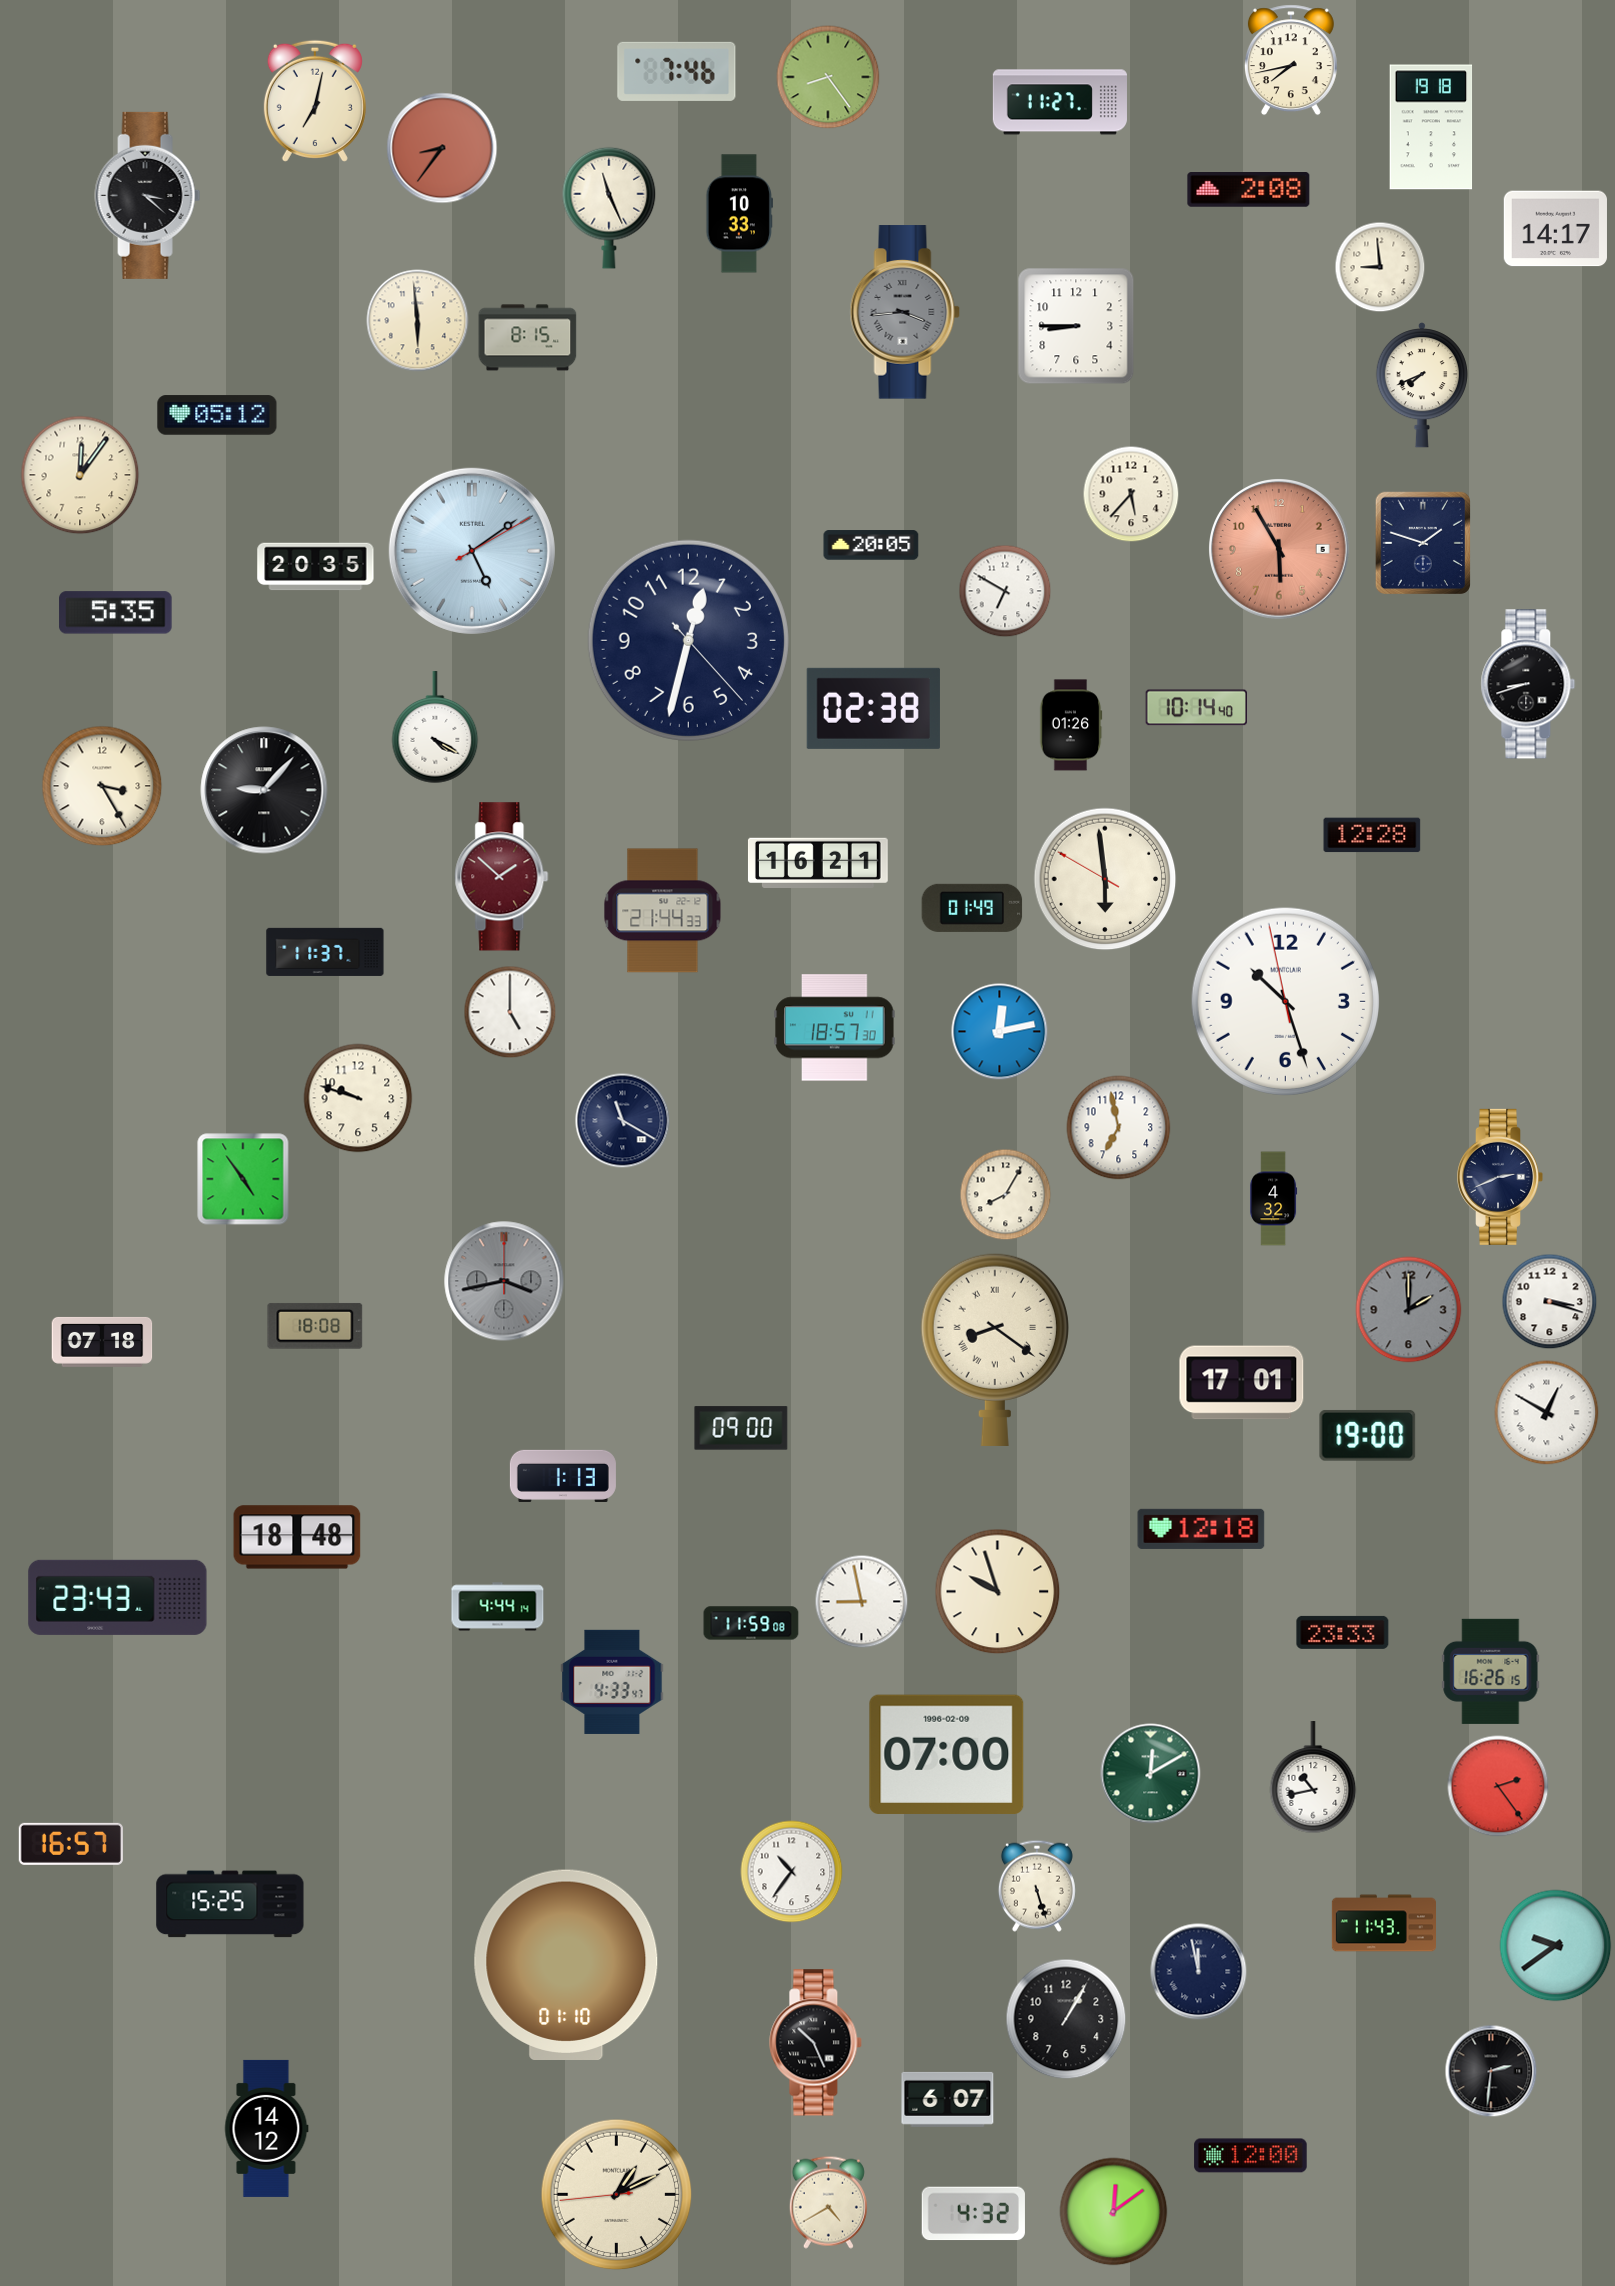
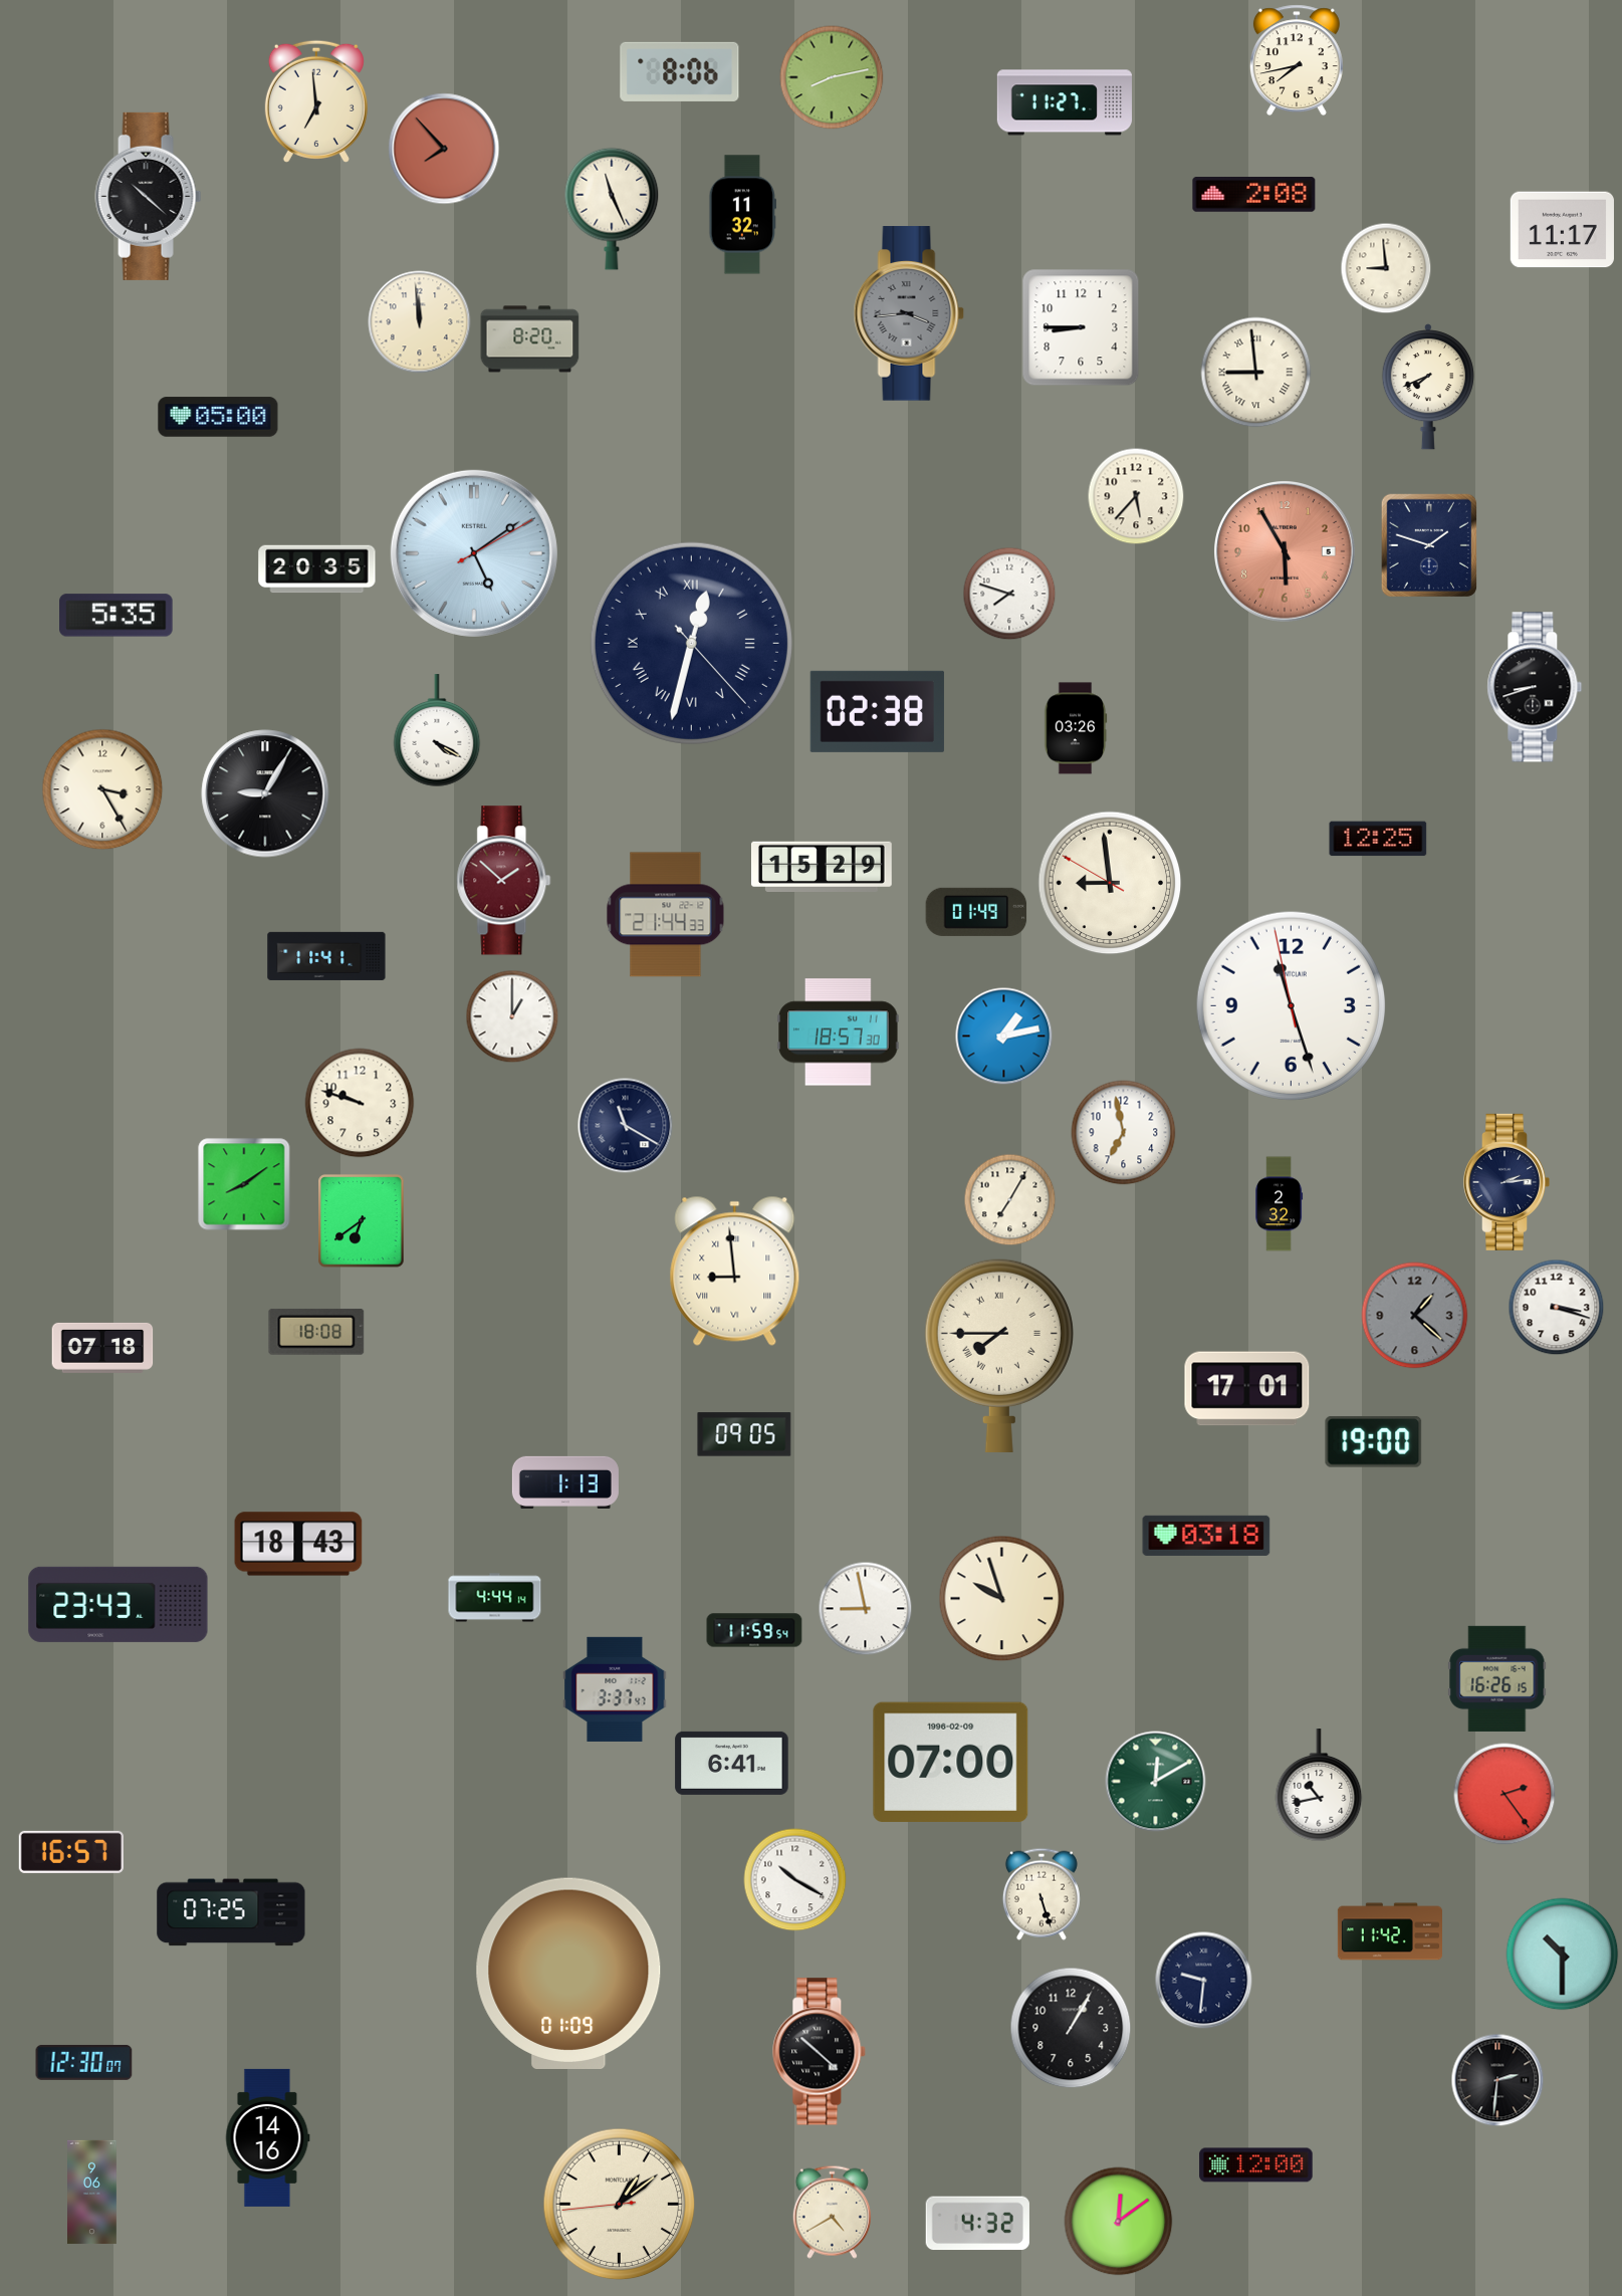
clock at (677, 71): 7:46 -> 8:06
clock at (828, 77): 8:24 -> 8:13
clock at (315, 101): 7:02 -> 6:59
clock at (1431, 127): 19:18 -> none
clock at (442, 148): 8:36 -> 7:53
clock at (1249, 190) position: (1249, 190) -> (1254, 195)
clock at (148, 195): 3:22 -> 10:22
clock at (739, 214): 10:33 -> 11:32
clock at (1555, 229): 14:17 -> 11:17
clock at (418, 321): 5:59 -> 11:59
clock at (528, 338): 8:15 -> 8:20
clock at (1256, 373): none -> 8:59
clock at (217, 415): 05:12 -> 05:00
clock at (80, 475): 12:06 -> none
clock at (871, 545): 20:05 -> none
clock at (1005, 591): 6:50 -> 7:48
clock at (688, 640) numerals: Arabic -> Roman
clock at (1196, 708): 10:14 -> none
clock at (1071, 725): 01:26 -> 03:26
clock at (264, 790): 9:07 -> 9:05
clock at (1372, 835): 12:28 -> 12:25
clock at (818, 862): 16:21 -> 15:29
clock at (1105, 879): 5:58 -> 8:58
clock at (325, 952): 11:37 -> 11:41
clock at (1285, 1001): 10:26 -> 11:26
clock at (510, 1012): 5:00 -> 1:00
clock at (1000, 1032): 12:13 -> 1:13
clock at (1501, 1177): 2:41 -> 2:14
clock at (243, 1179): 4:54 -> 8:09
clock at (1006, 1195): 8:05 -> 7:05
clock at (1274, 1199): 4:32 -> 2:32
clock at (362, 1221): none -> 6:39
clock at (735, 1271): none -> 8:59
clock at (504, 1281): 3:43 -> none
clock at (1409, 1310): 2:00 -> 1:22
clock at (995, 1349): 8:21 -> 7:45
clock at (1547, 1413): 12:50 -> none
clock at (741, 1428): 09:00 -> 09:05
clock at (1201, 1529): 12:18 -> 03:18
clock at (297, 1537): 18:48 -> 18:43
clock at (498, 1607) position: (498, 1607) -> (495, 1598)
clock at (751, 1623): 11:59:08 -> 11:59:54
clock at (1343, 1632): 23:33 -> none
clock at (612, 1682): 4:33 -> 3:37
clock at (732, 1763): none -> 6:41
clock at (792, 1872): 10:36 -> 10:20
clock at (230, 1904): 15:25 -> 07:25
clock at (1383, 1923): 11:43 -> 11:42
clock at (1556, 1946): 9:39 -> 10:30
clock at (566, 1965): 01:10 -> 01:09
clock at (1199, 1972): 11:58 -> 9:31
clock at (816, 2043): 10:26 -> 10:22
clock at (84, 2062): none -> 12:30
clock at (948, 2099): 6:07 -> none
clock at (266, 2128): 14:12 -> 14:16
clock at (92, 2193): none -> 9:06
clock at (617, 2195): 1:10 -> 1:08
